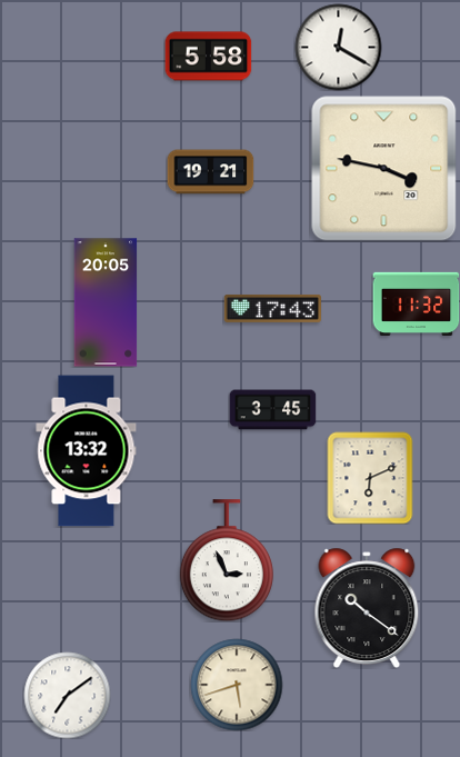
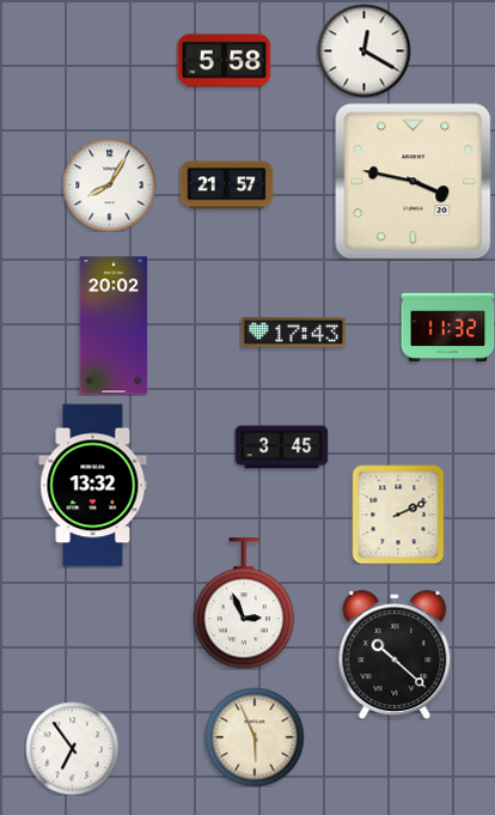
clock at (109, 184): none -> 8:05
clock at (210, 172): 19:21 -> 21:57
clock at (106, 302): 20:05 -> 20:02
clock at (272, 410) position: (272, 410) -> (281, 448)
clock at (370, 478): 6:11 -> 2:11
clock at (367, 607): 10:21 -> 10:22
clock at (237, 685): 5:42 -> 5:56
clock at (67, 695): 7:09 -> 6:54
